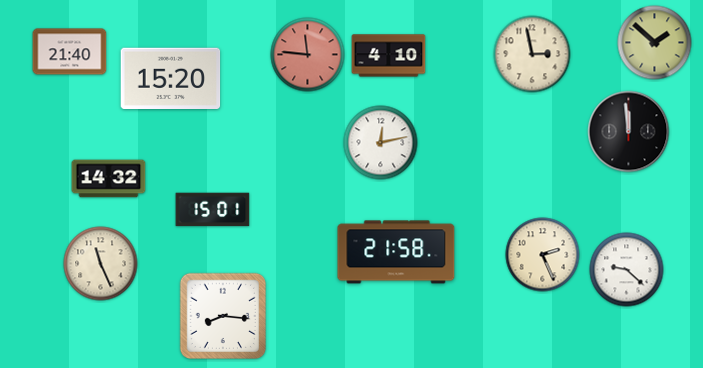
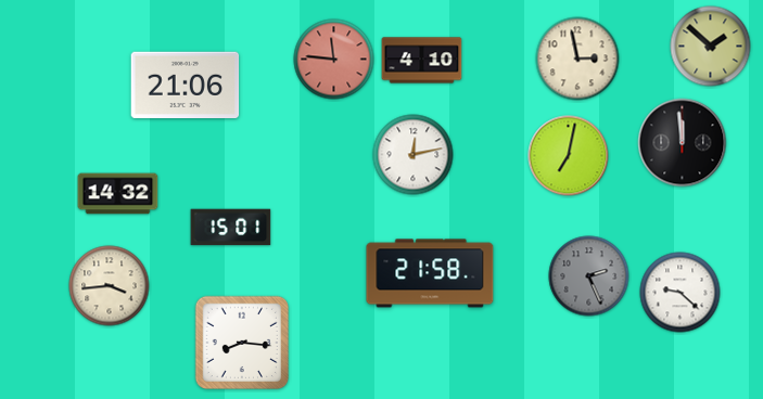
clock at (70, 52): 21:40 -> none
clock at (171, 78): 15:20 -> 21:06
clock at (569, 156): none -> 7:02
clock at (543, 255) dial: cream -> grey
clock at (101, 264): 11:26 -> 3:44
